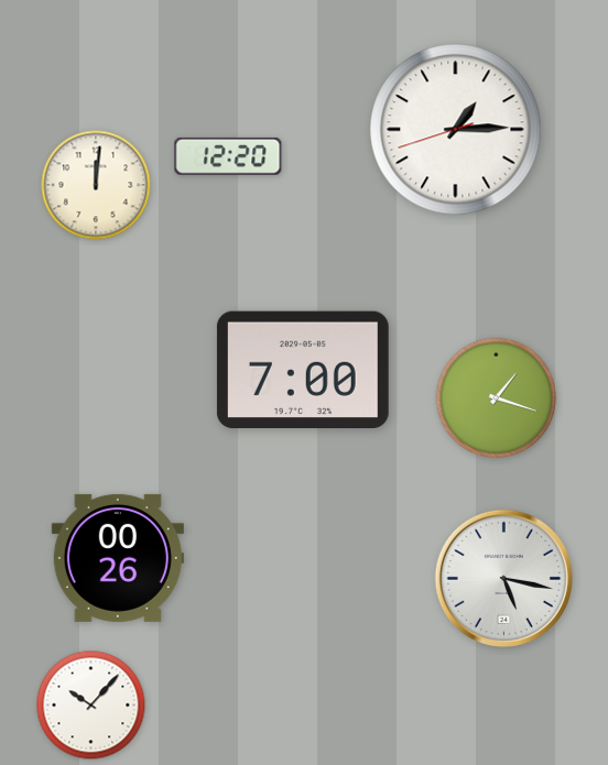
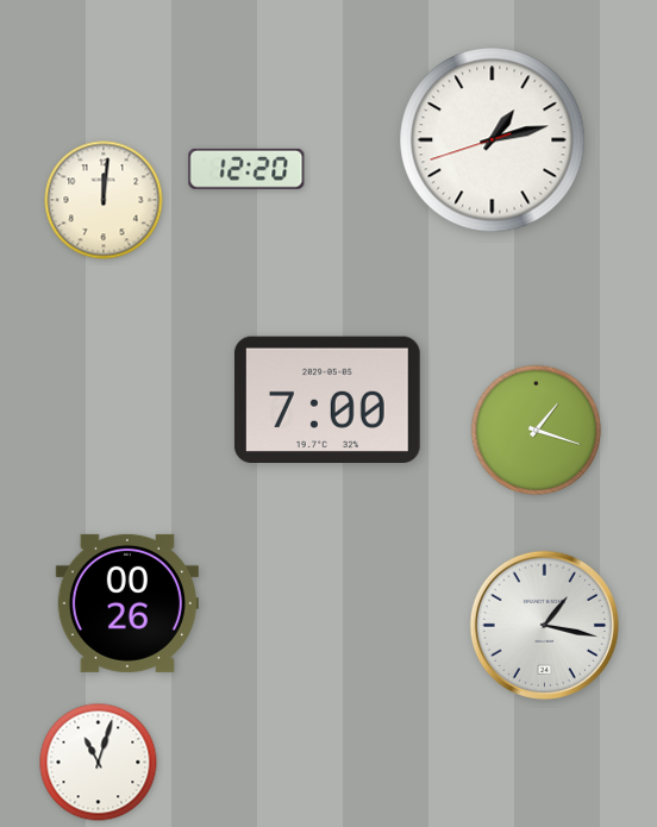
clock at (456, 130): 1:14 -> 1:12
clock at (503, 578): 5:17 -> 1:17
clock at (91, 706): 10:07 -> 11:03
